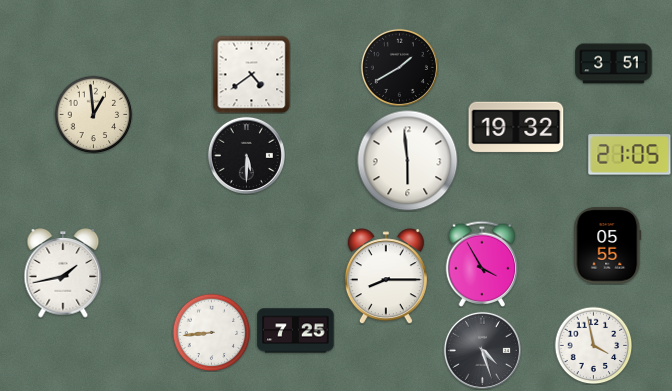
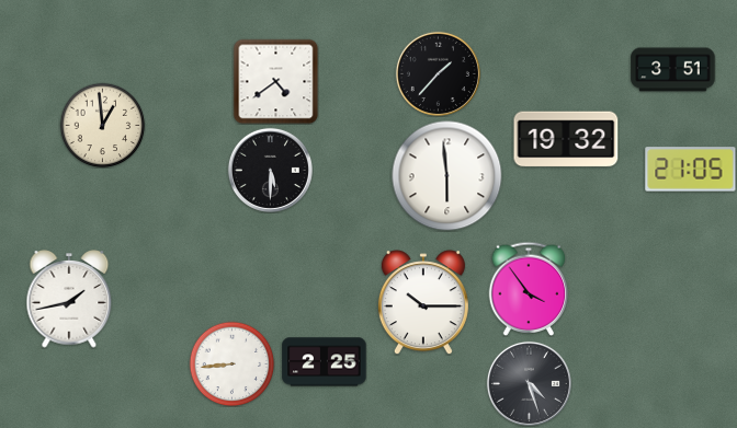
clock at (399, 67): 1:40 -> 1:37
clock at (608, 246): 05:55 -> none
clock at (482, 264): 3:55 -> 3:54
clock at (386, 276): 8:15 -> 10:15
clock at (296, 331): 7:25 -> 2:25
clock at (593, 345): 3:58 -> none
